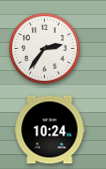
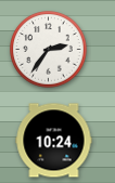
clock at (45, 49) position: (45, 49) -> (49, 50)
